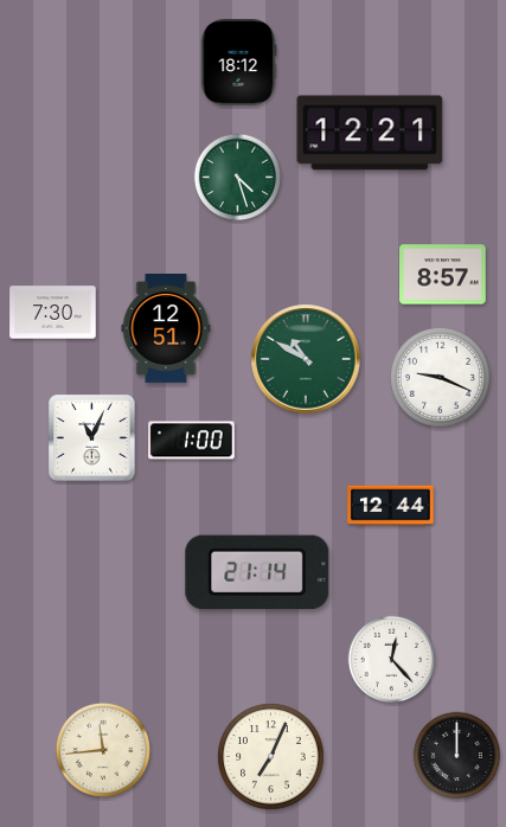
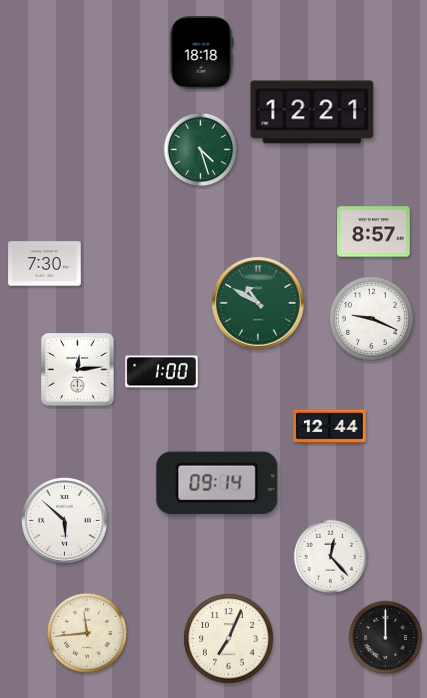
clock at (238, 63): 18:12 -> 18:18
clock at (166, 329): 12:51 -> none
clock at (92, 438): 11:04 -> 12:14
clock at (257, 572): 21:14 -> 09:14
clock at (65, 521): none -> 5:52
